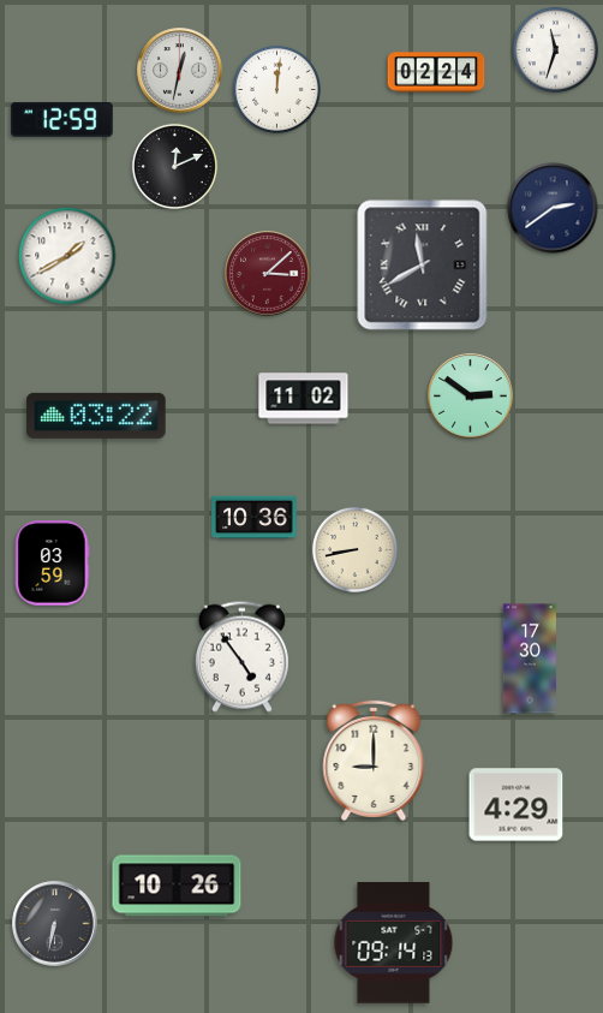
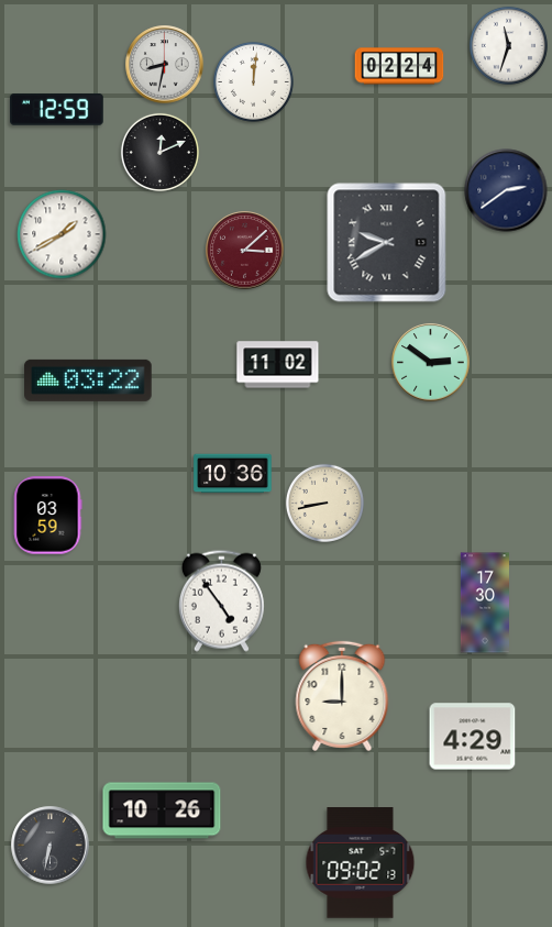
clock at (180, 71): 12:32 -> 8:32
clock at (423, 266): 11:40 -> 9:40
clock at (394, 943): 09:14 -> 09:02
